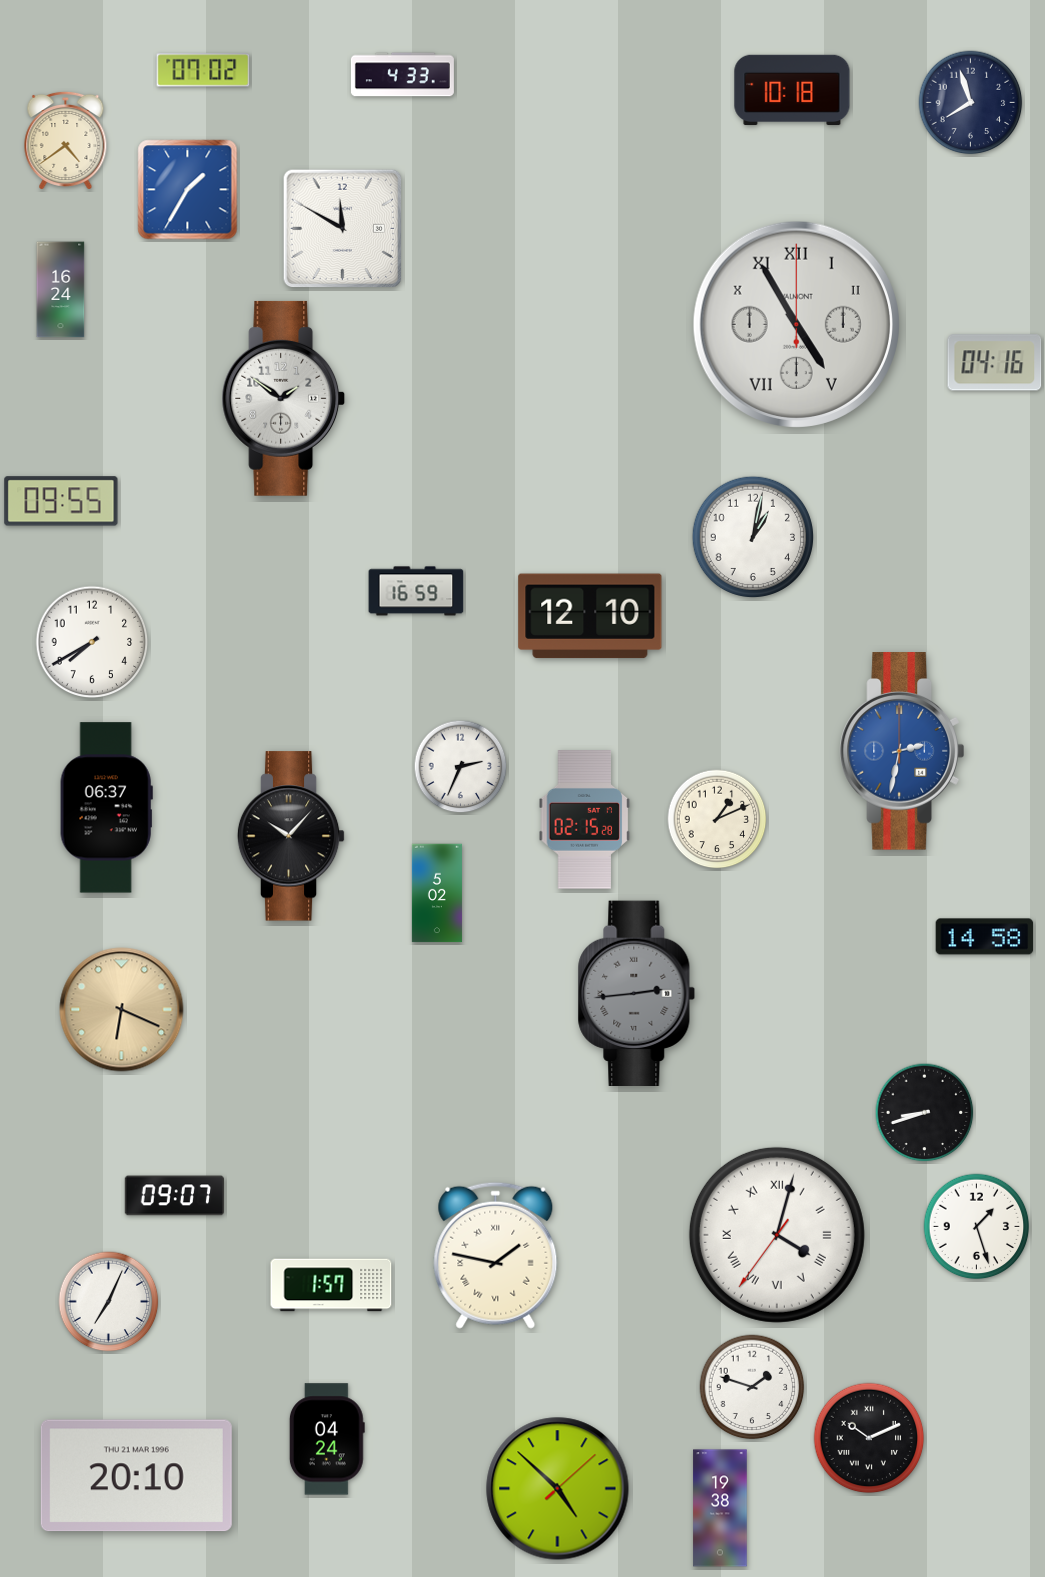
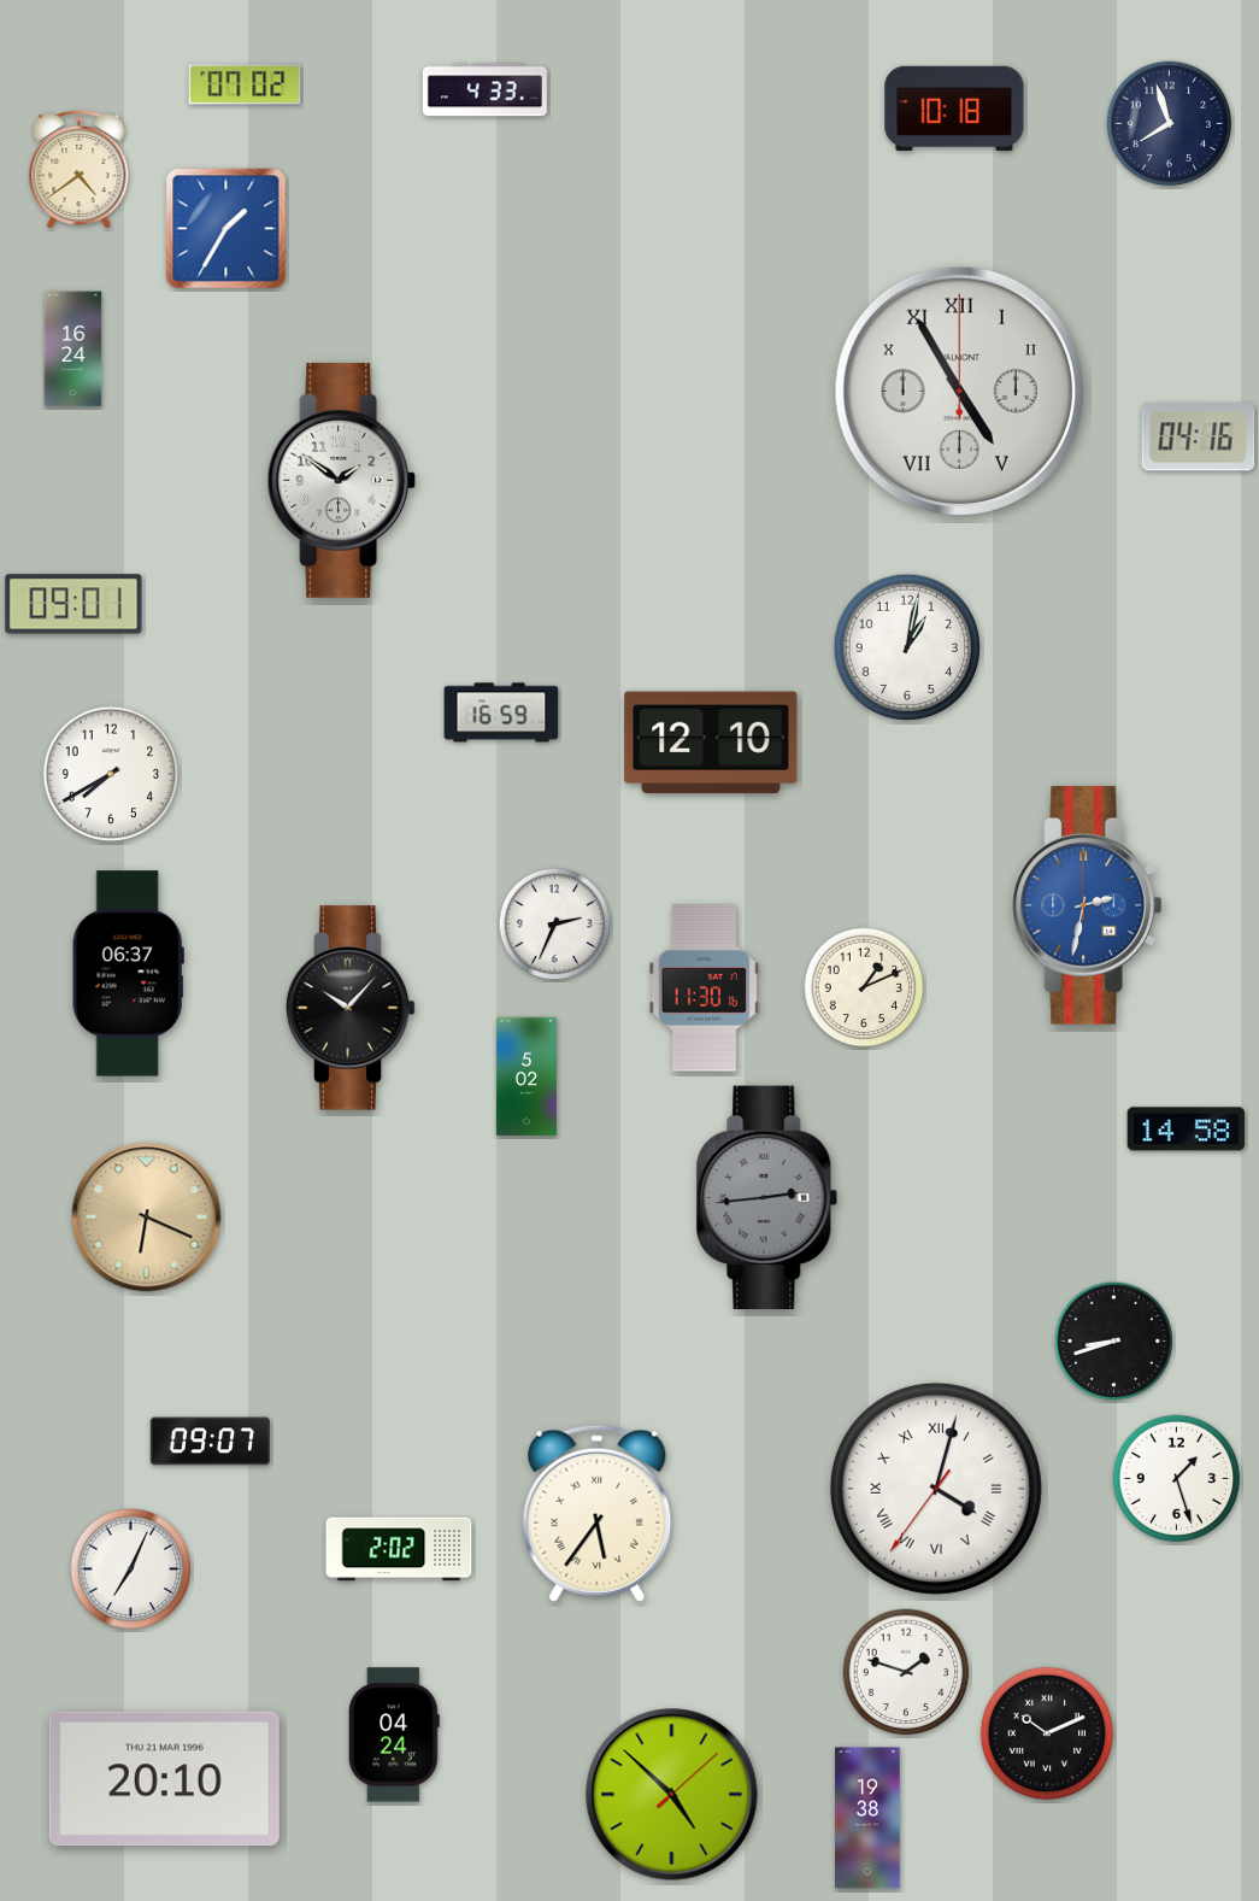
clock at (343, 229): 11:50 -> none
clock at (61, 501): 09:55 -> 09:01
clock at (585, 820): 02:15 -> 11:30
clock at (496, 1255): 1:47 -> 5:36
clock at (331, 1285): 1:57 -> 2:02
